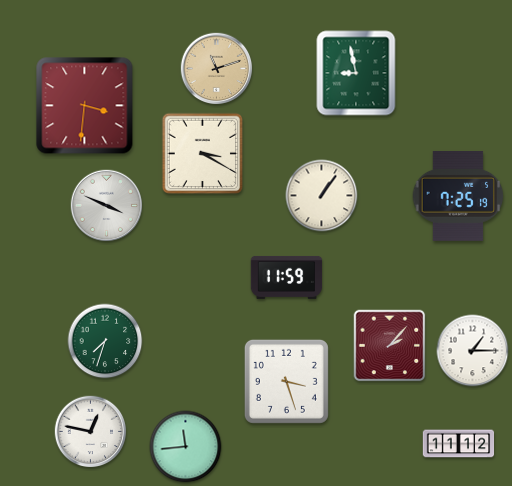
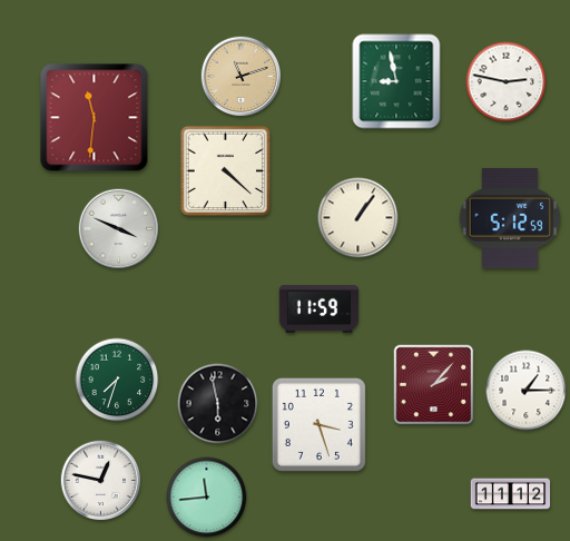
clock at (507, 82): none -> 2:47
clock at (85, 106): 3:31 -> 11:31
clock at (203, 154): 3:20 -> 4:22
clock at (458, 196): 7:25 -> 5:12
clock at (218, 404): none -> 5:58
